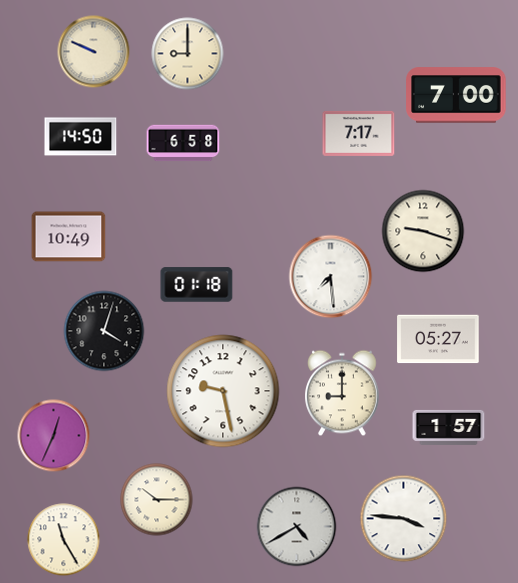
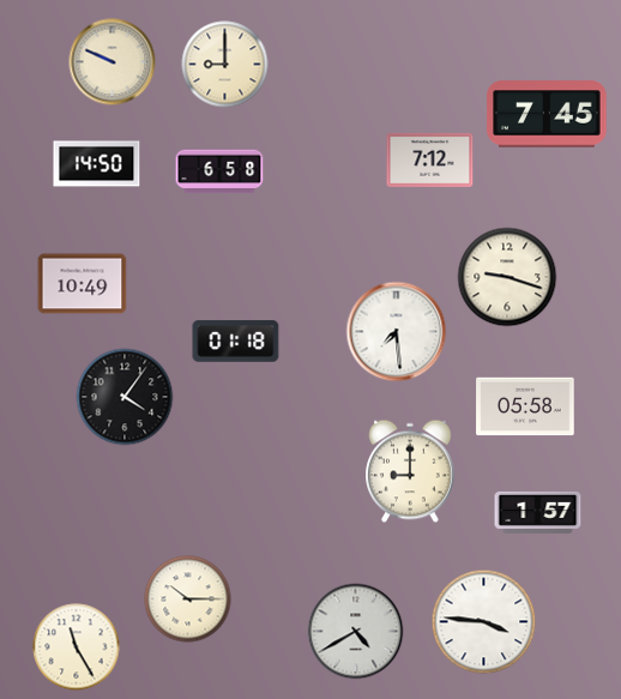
clock at (456, 95): 7:00 -> 7:45
clock at (359, 133): 7:17 -> 7:12
clock at (104, 331): 4:03 -> 4:06
clock at (438, 339): 05:27 -> 05:58
clock at (223, 391): 9:28 -> none
clock at (54, 436): 12:34 -> none
